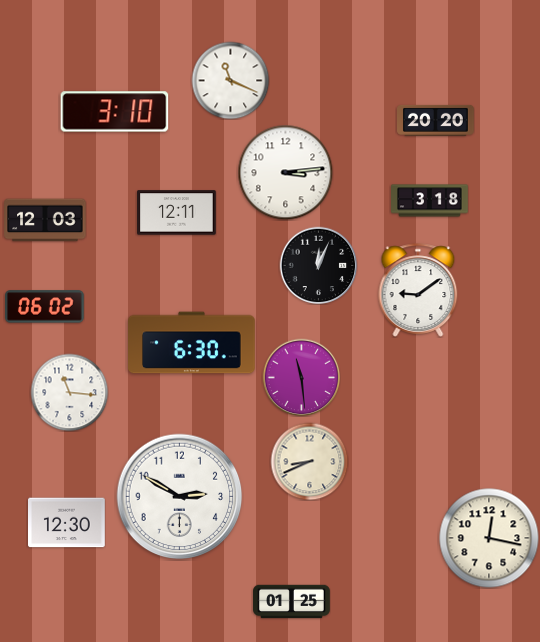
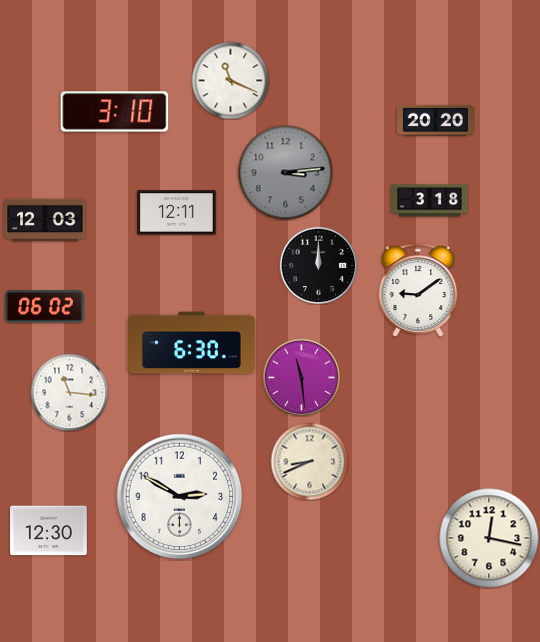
clock at (285, 172) dial: white -> grey
clock at (318, 265): 12:04 -> 12:00
clock at (67, 523) position: (67, 523) -> (49, 531)
clock at (292, 602): 01:25 -> none
